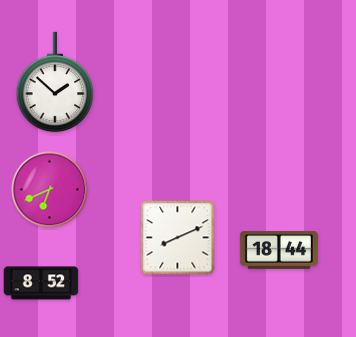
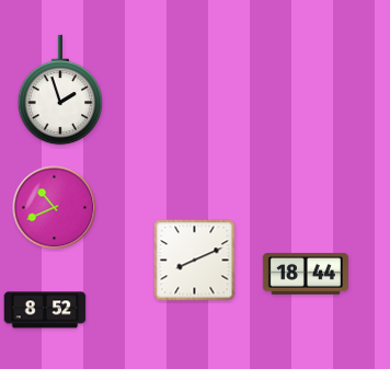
clock at (55, 82): 1:52 -> 1:57
clock at (50, 190): 6:41 -> 10:41
